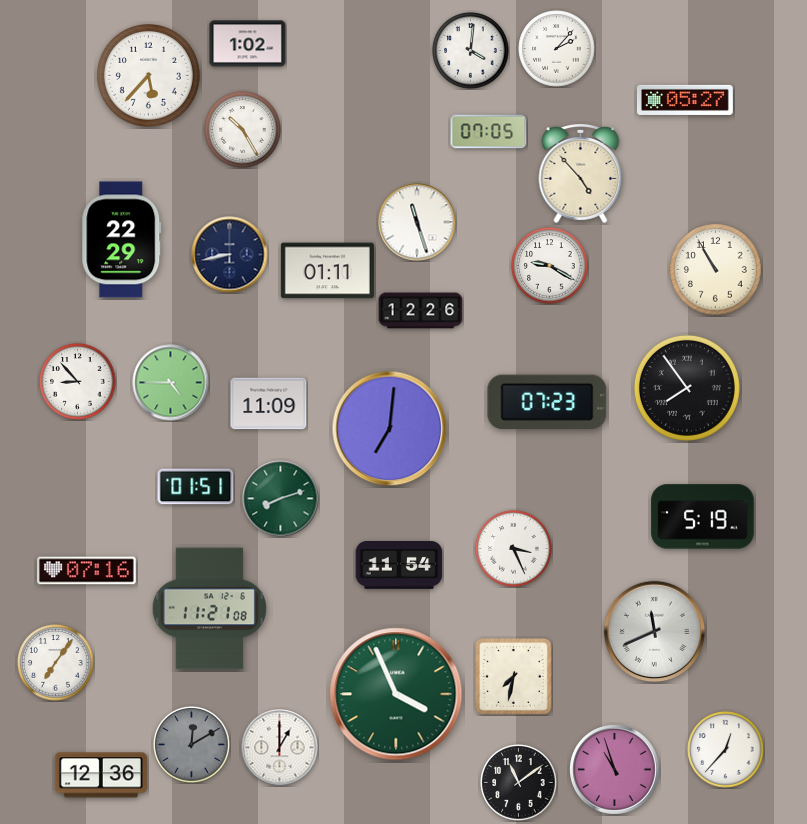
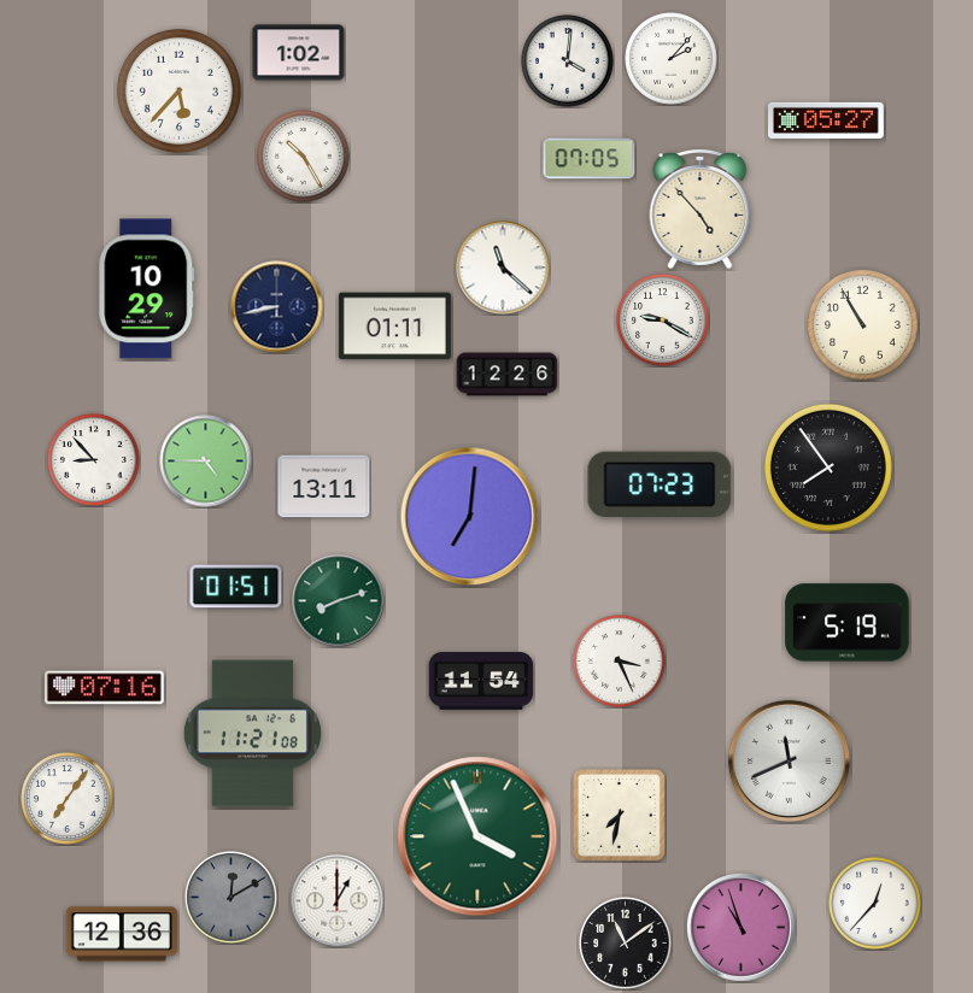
clock at (243, 130) position: (243, 130) -> (304, 157)
clock at (417, 222): 11:27 -> 11:22
clock at (122, 240): 22:29 -> 10:29
clock at (269, 404): 11:09 -> 13:11
